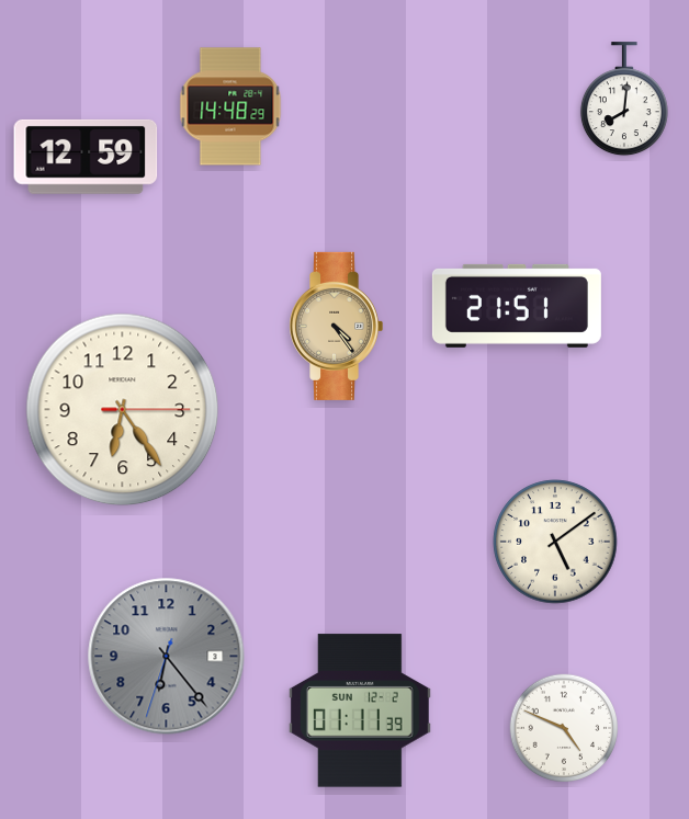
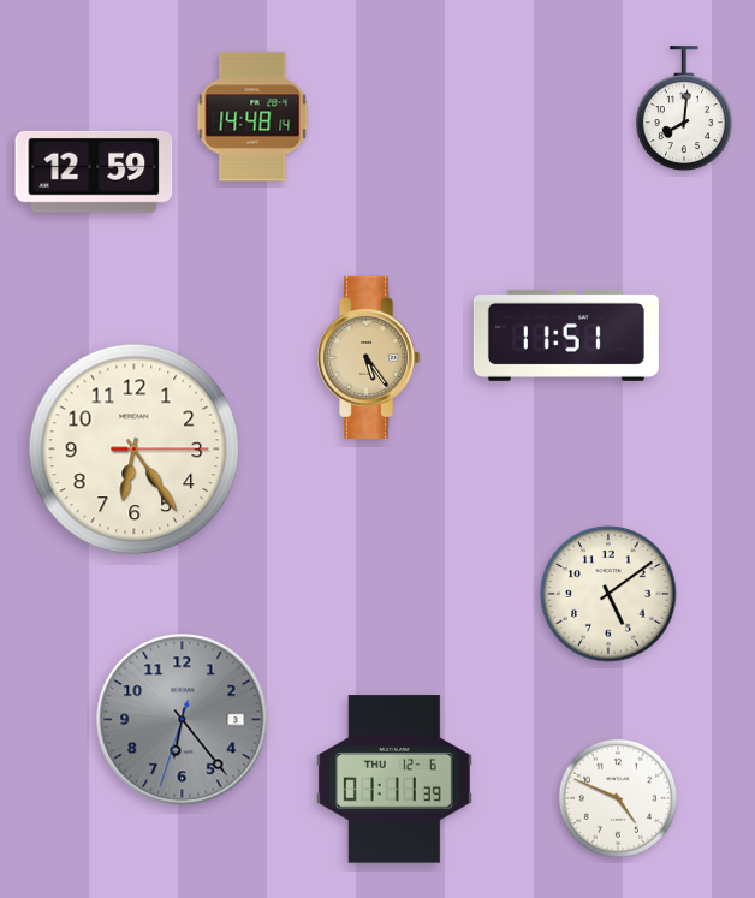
clock at (230, 106): 14:48:29 -> 14:48:14
clock at (517, 306): 21:51 -> 11:51
clock at (337, 326): 4:24 -> 5:24
clock at (360, 710) date: SUN 12-2 -> THU 12-6
